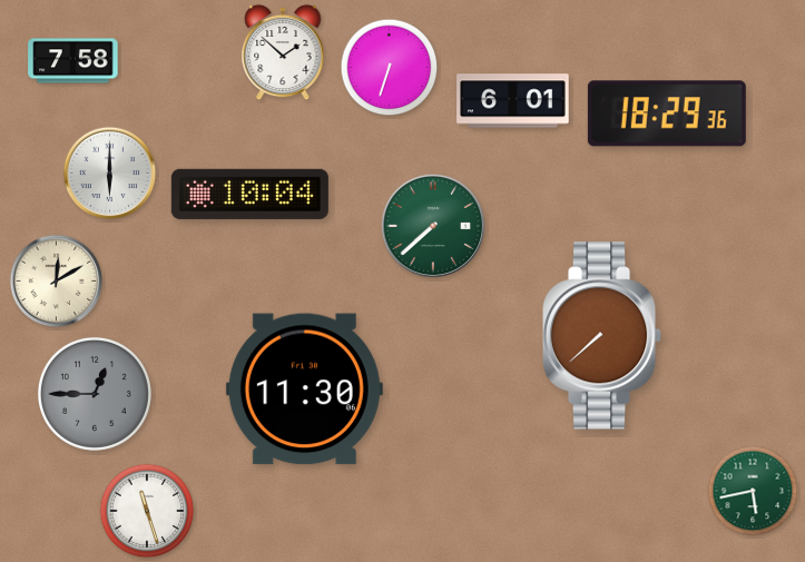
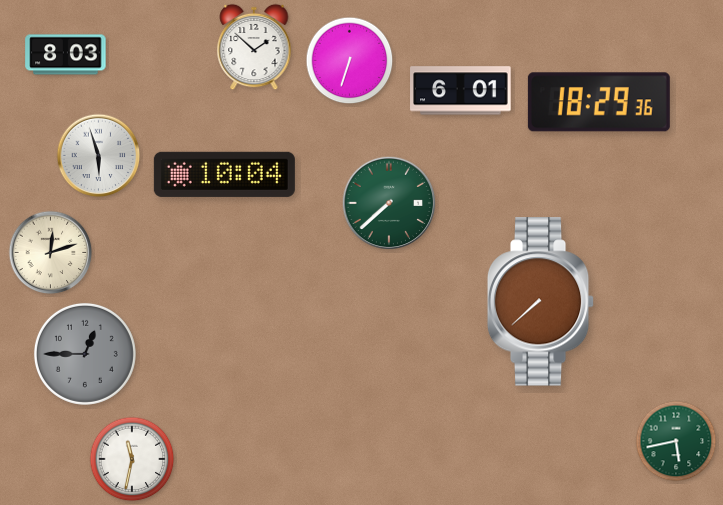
clock at (73, 61): 7:58 -> 8:03
clock at (110, 174): 6:00 -> 5:57
clock at (57, 282): 12:10 -> 12:12
clock at (304, 390): 11:30 -> none
clock at (147, 511): 11:27 -> 11:32
